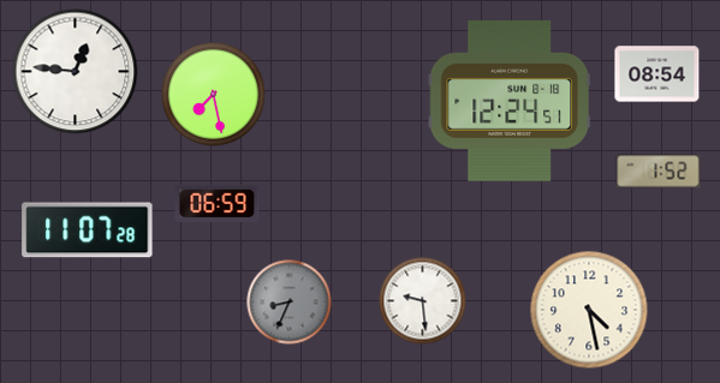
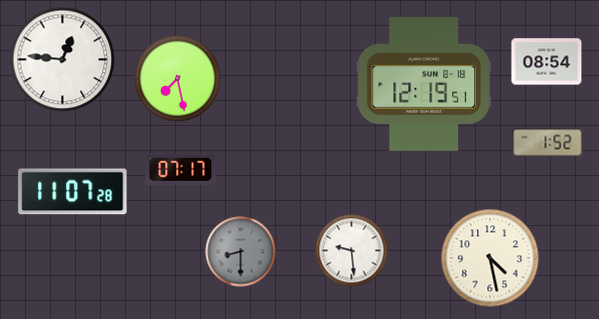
clock at (510, 101): 12:24 -> 12:19
clock at (218, 203): 06:59 -> 07:17
clock at (290, 303): 8:34 -> 8:30
